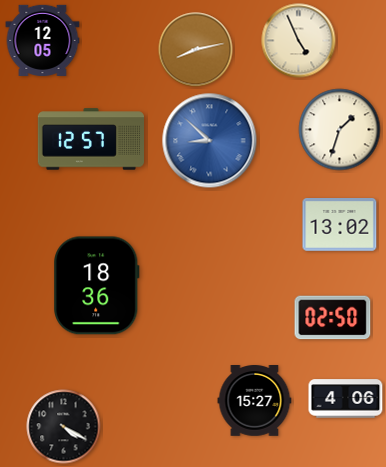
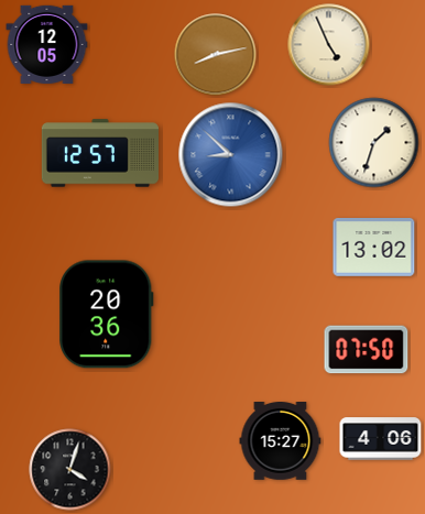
clock at (97, 286): 18:36 -> 20:36
clock at (333, 318): 02:50 -> 07:50
clock at (64, 427): 4:20 -> 4:03
